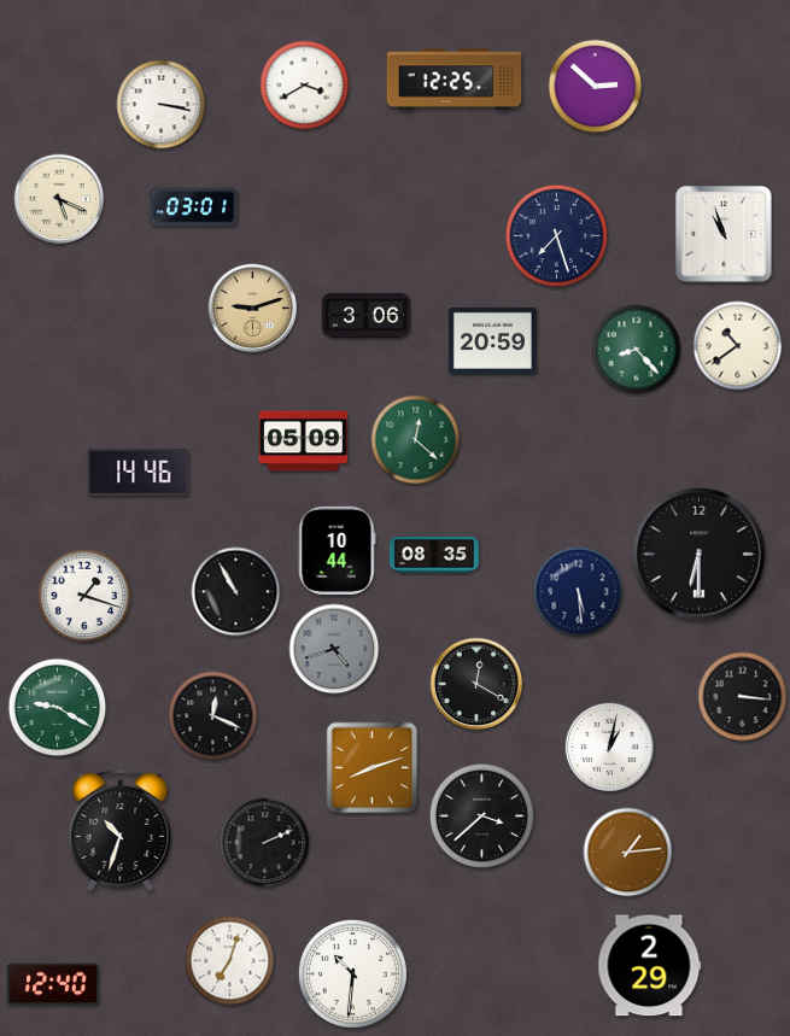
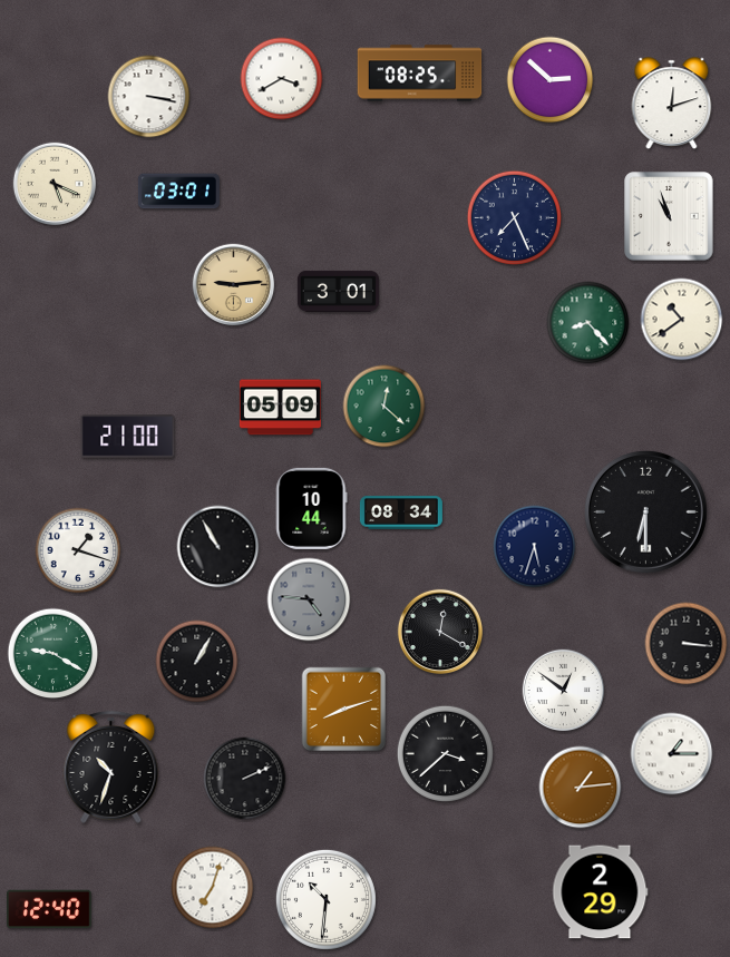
clock at (455, 80): 12:25 -> 08:25
clock at (672, 104): none -> 12:12
clock at (556, 235): 7:27 -> 7:26
clock at (253, 309): 9:12 -> 9:14
clock at (365, 315): 3:06 -> 3:01
clock at (492, 340): 20:59 -> none
clock at (139, 473): 14:46 -> 21:00
clock at (434, 555): 08:35 -> 08:34
clock at (579, 592): 5:29 -> 5:33
clock at (334, 649): 4:42 -> 4:46
clock at (213, 716): 12:19 -> 1:05
clock at (610, 748): 1:02 -> 12:51
clock at (672, 754): none -> 1:15
